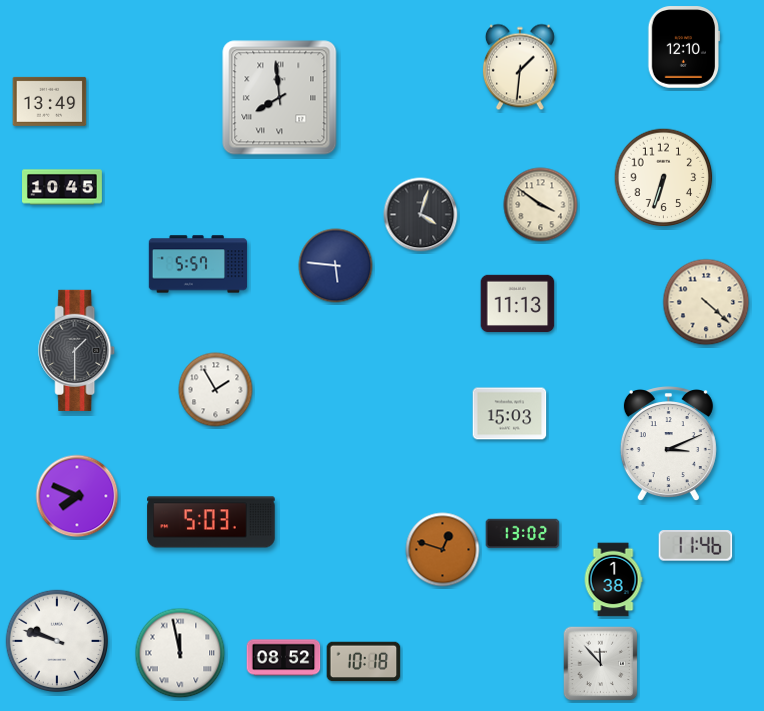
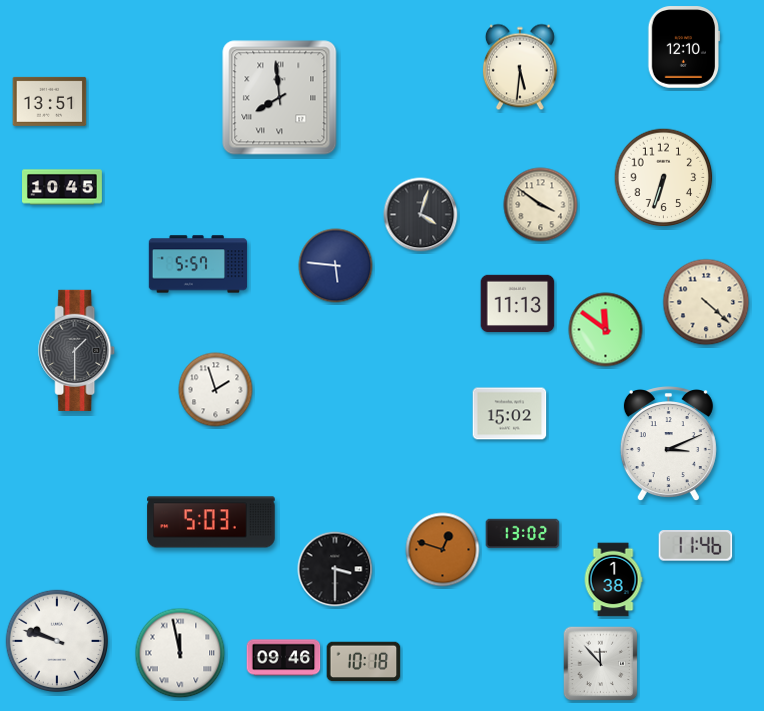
clock at (520, 67): 1:31 -> 5:31
clock at (50, 101): 13:49 -> 13:51
clock at (606, 330): none -> 11:51
clock at (216, 390): 1:55 -> 1:57
clock at (510, 414): 15:03 -> 15:02
clock at (77, 496): 7:49 -> none
clock at (335, 569): none -> 3:30
clock at (284, 658): 08:52 -> 09:46
